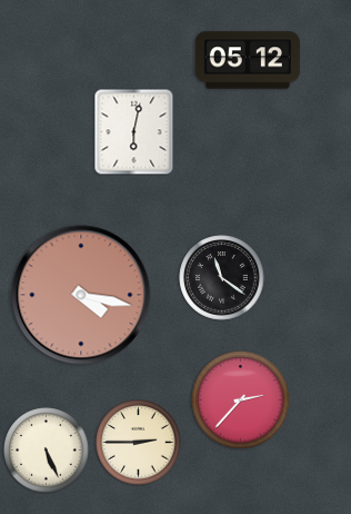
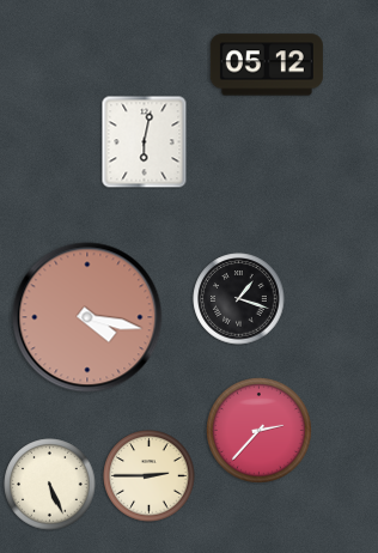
clock at (222, 278): 11:21 -> 1:18
